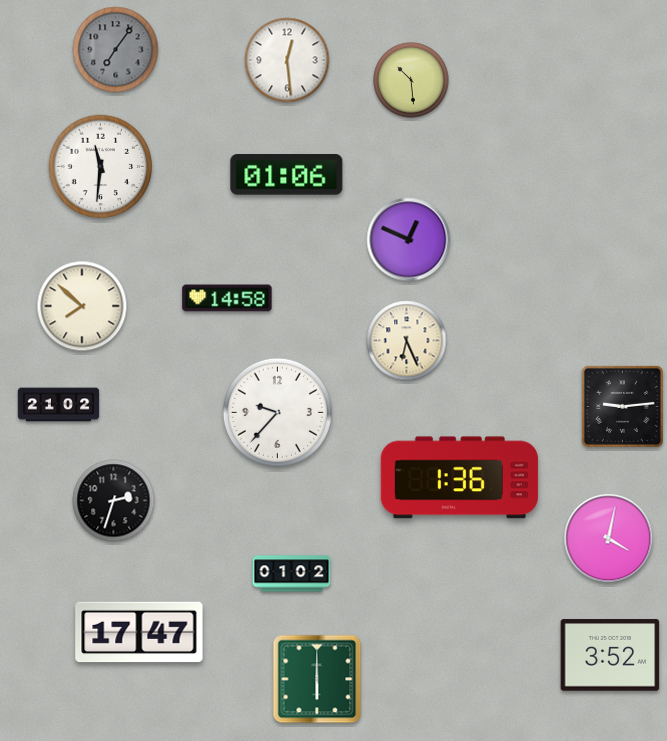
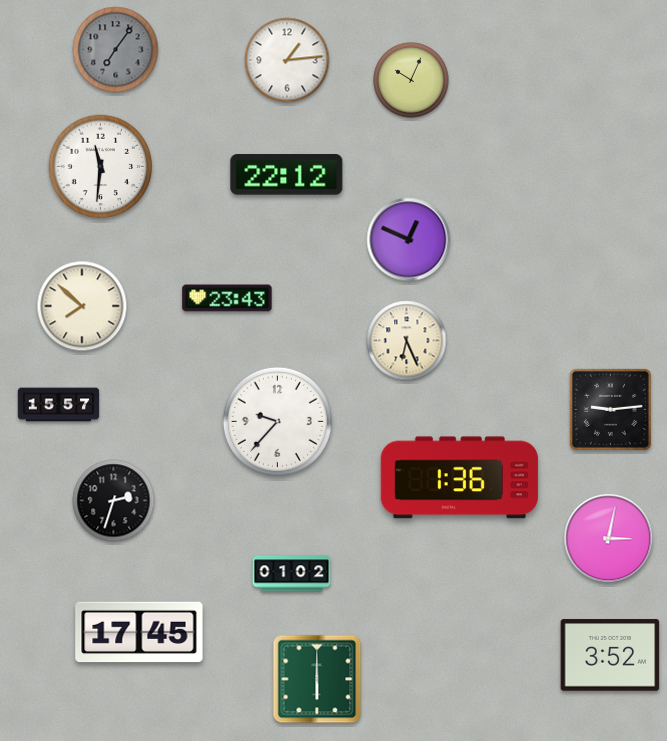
clock at (287, 60): 12:29 -> 1:14
clock at (411, 80): 10:29 -> 10:04
clock at (287, 175): 01:06 -> 22:12
clock at (227, 298): 14:58 -> 23:43
clock at (59, 405): 21:02 -> 15:57
clock at (622, 406) position: (622, 406) -> (610, 409)
clock at (277, 412) position: (277, 412) -> (277, 421)
clock at (609, 539): 4:02 -> 3:02
clock at (139, 632): 17:47 -> 17:45
